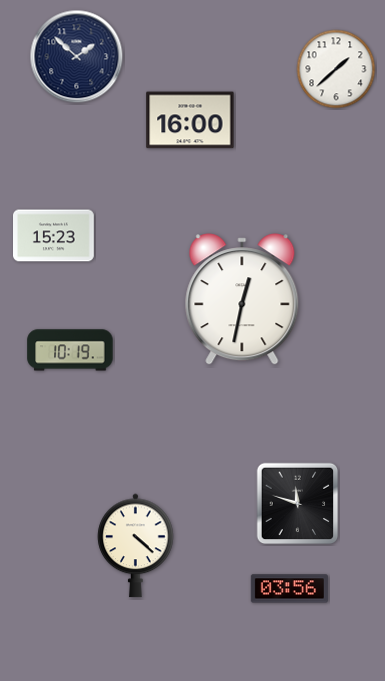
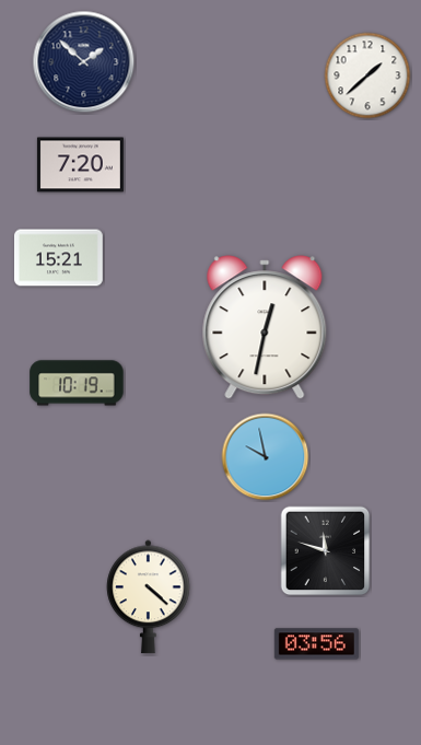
clock at (190, 120): 16:00 -> none
clock at (80, 165): none -> 7:20
clock at (54, 236): 15:23 -> 15:21
clock at (266, 457): none -> 9:58
